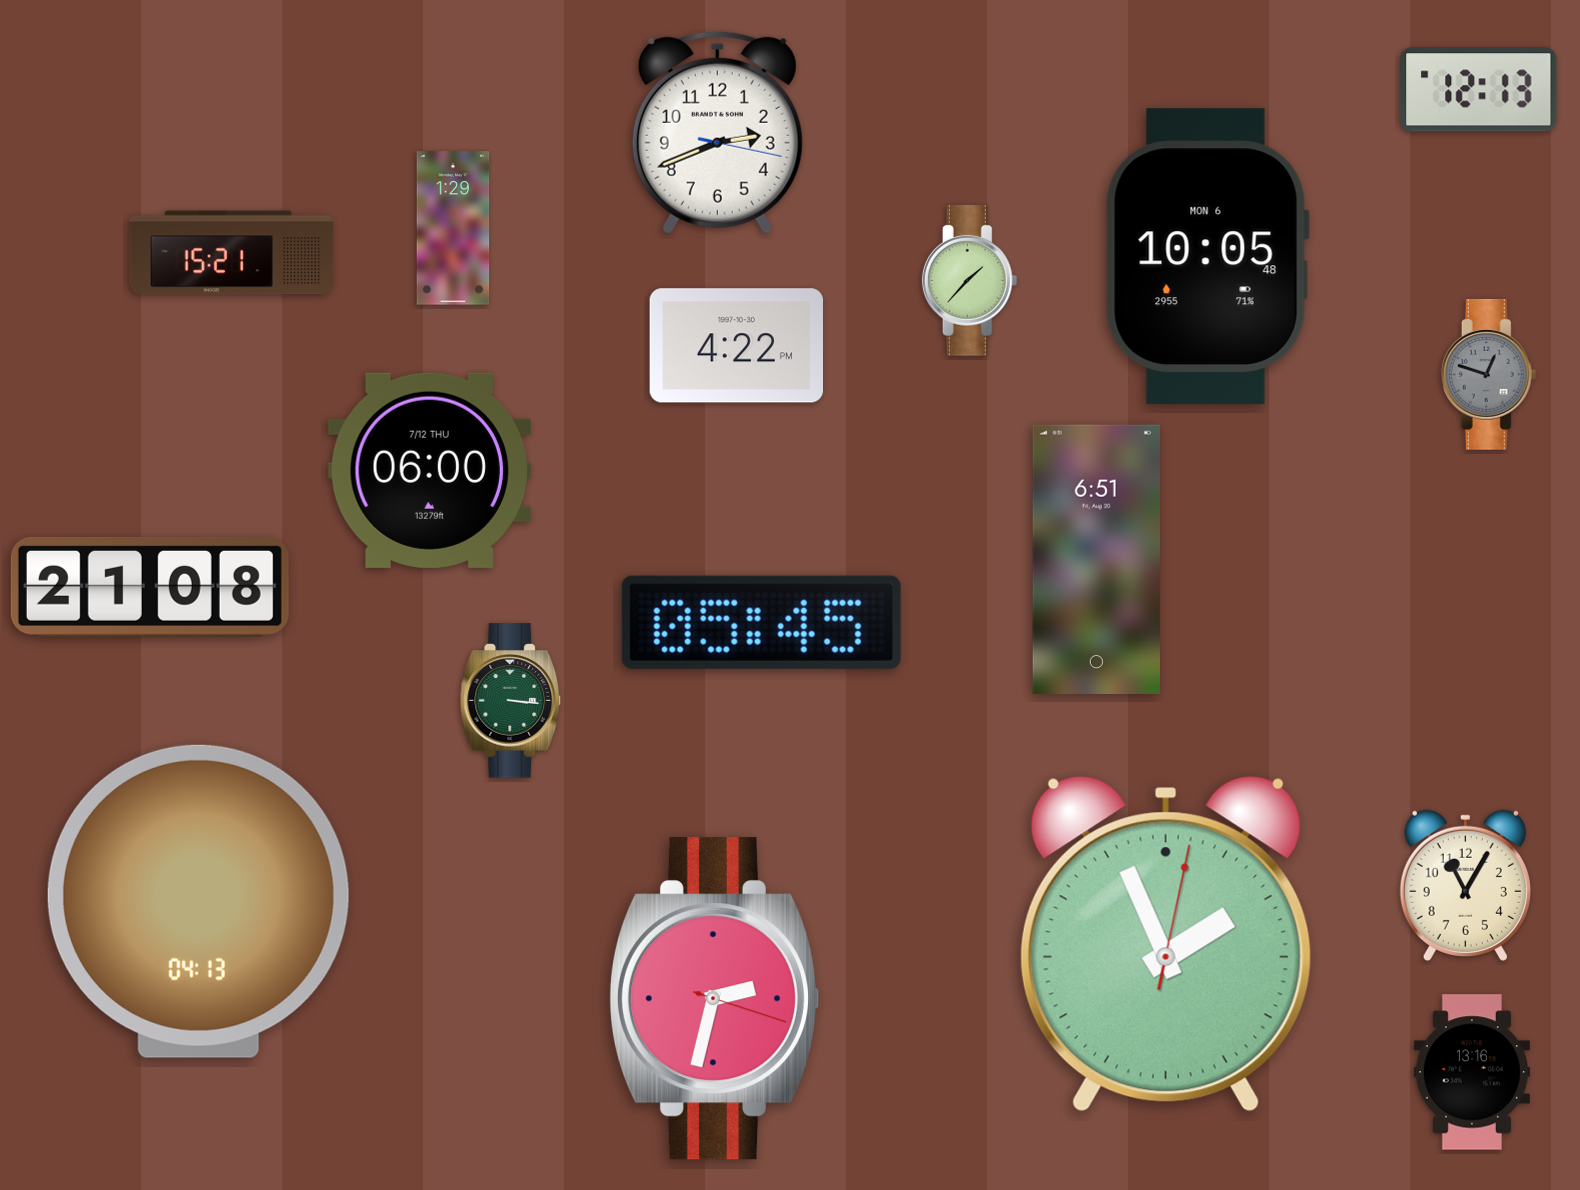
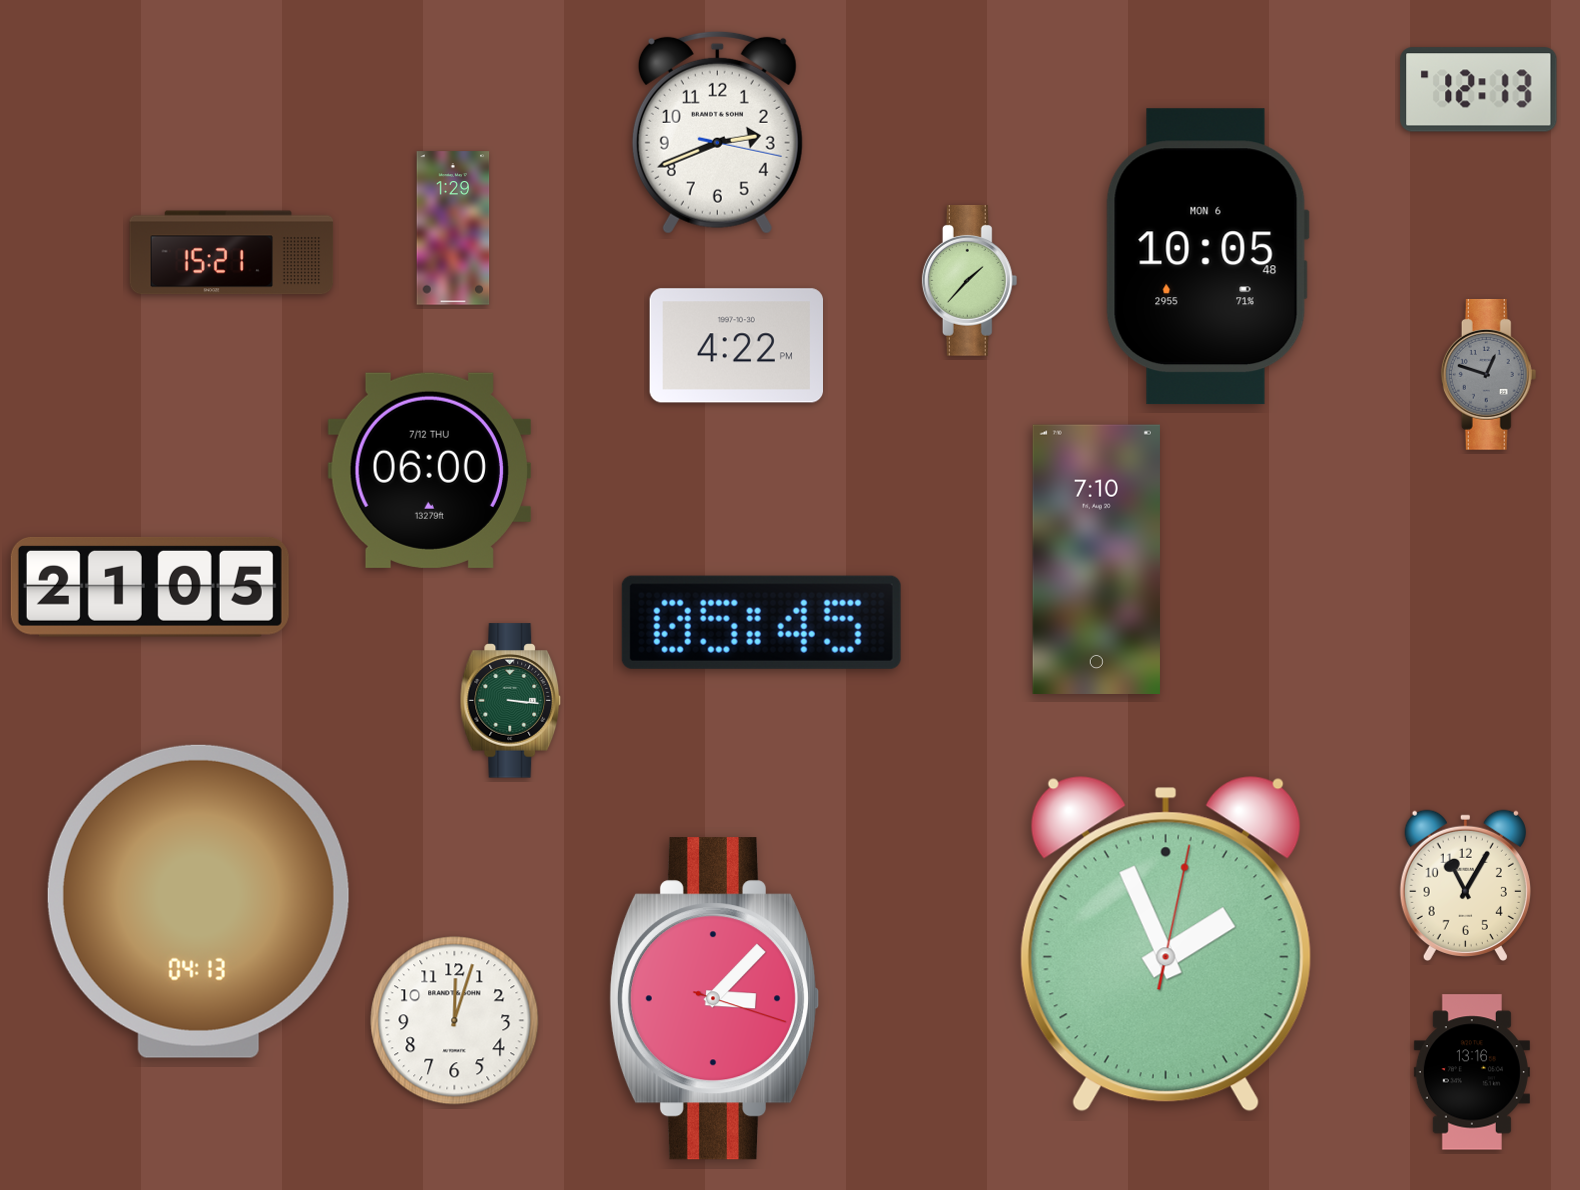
clock at (1096, 559): 6:51 -> 7:10
clock at (150, 587): 21:08 -> 21:05
clock at (713, 999): 2:32 -> 3:07
clock at (455, 1021): none -> 12:03
